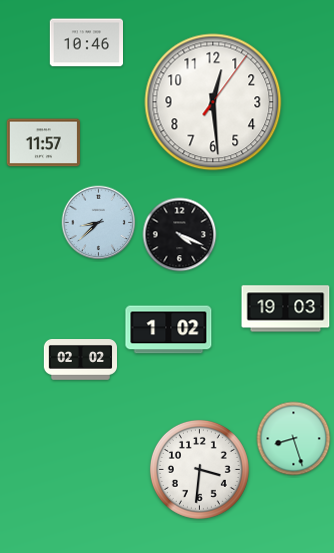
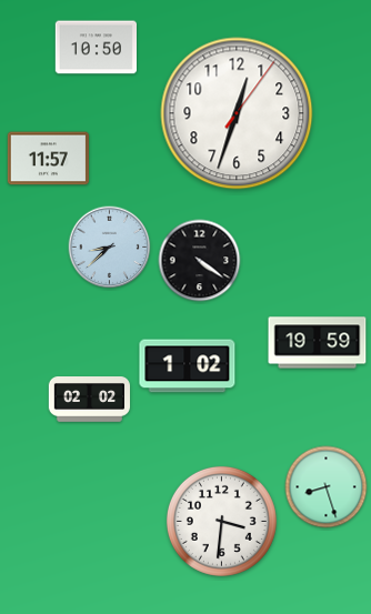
clock at (86, 43): 10:46 -> 10:50
clock at (213, 102): 12:29 -> 12:33
clock at (180, 235): 4:19 -> 4:21
clock at (286, 309): 19:03 -> 19:59
